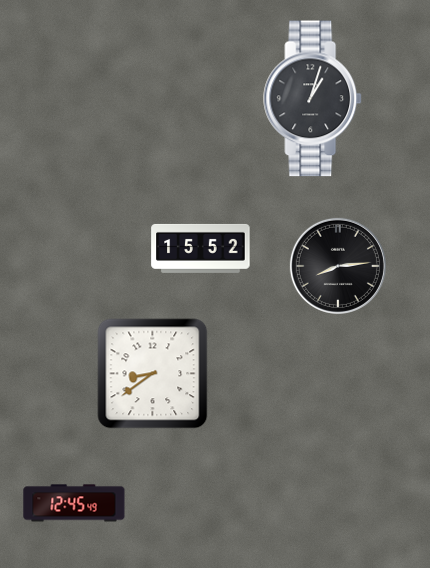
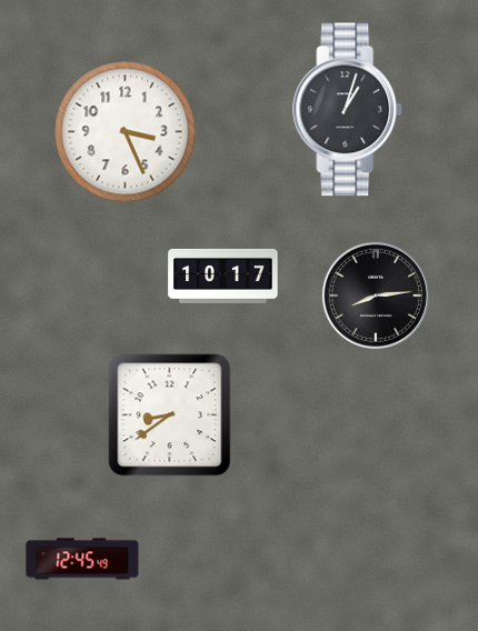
clock at (126, 132): none -> 3:26
clock at (201, 248): 15:52 -> 10:17
